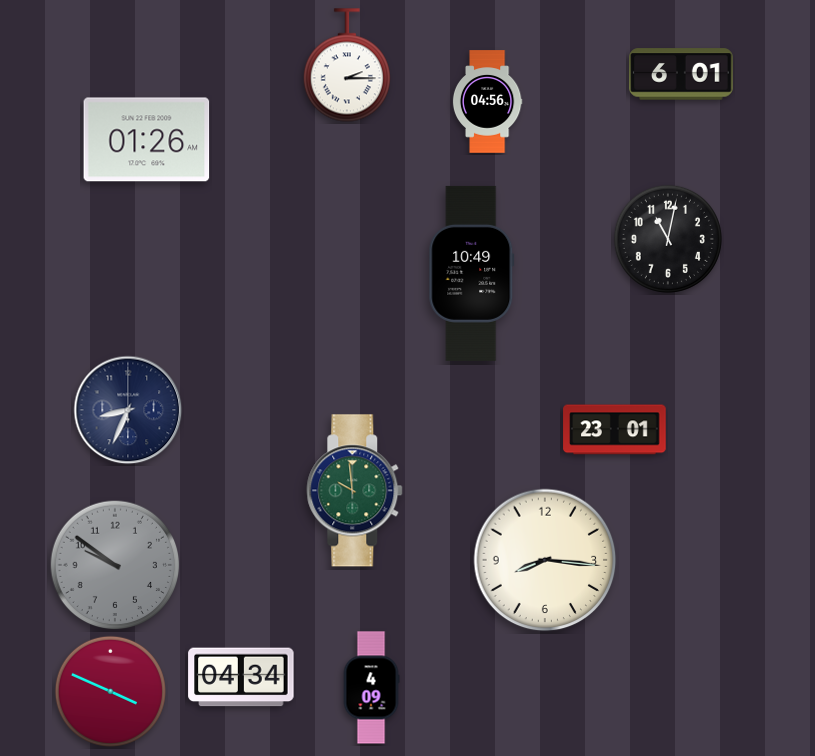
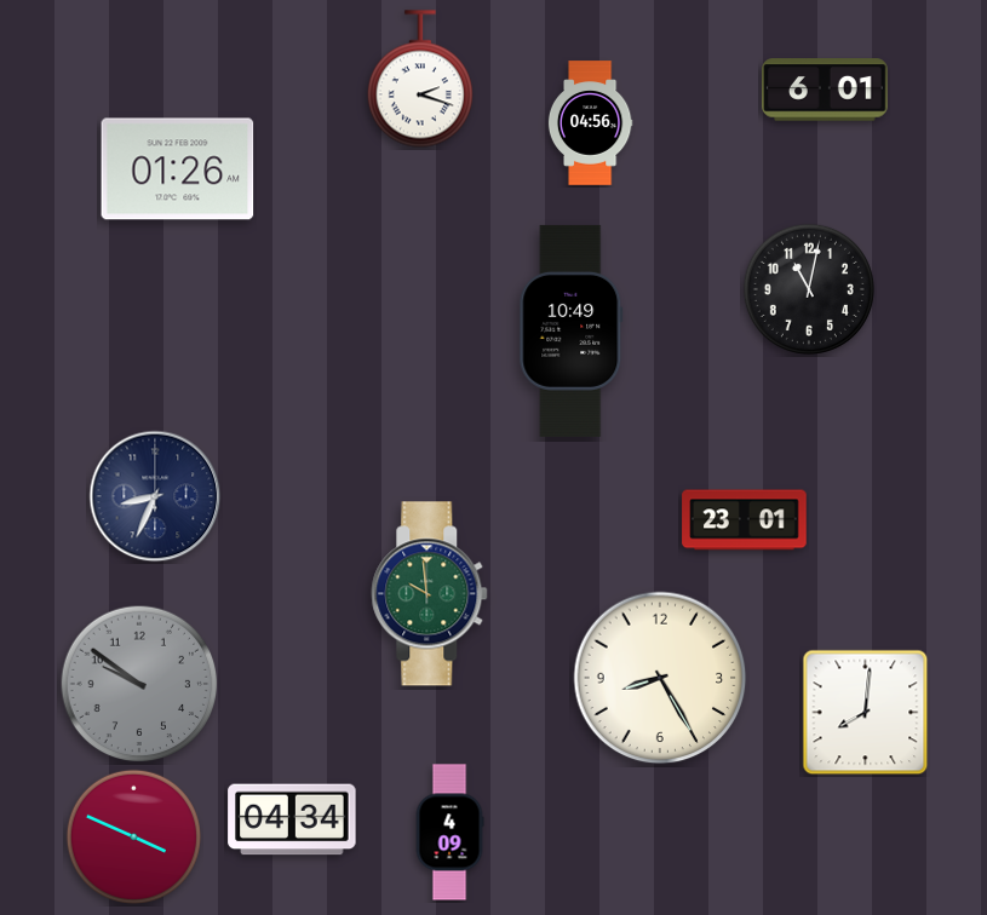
clock at (347, 65): 2:15 -> 2:18
clock at (545, 560): 8:16 -> 8:25
clock at (866, 713): none -> 8:01
